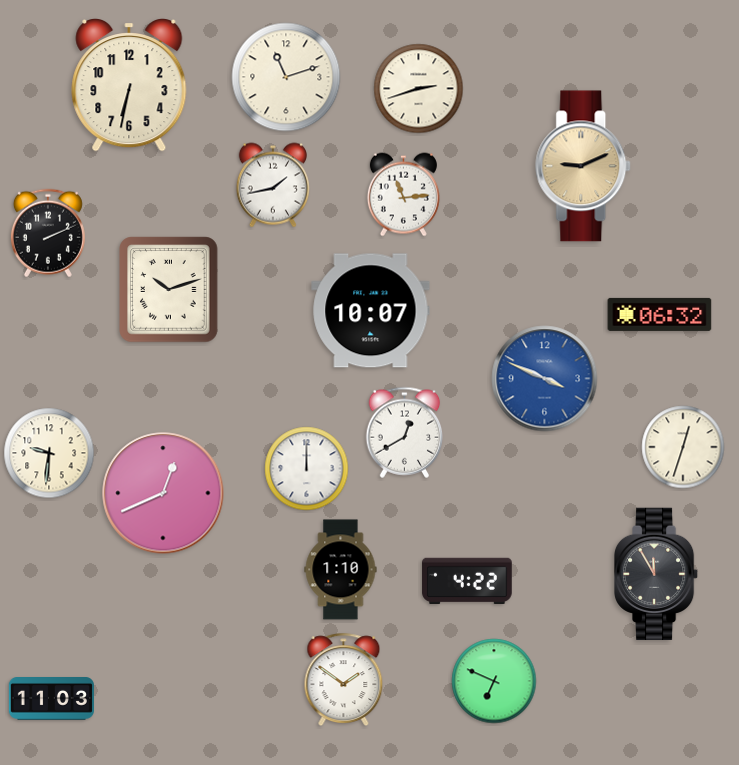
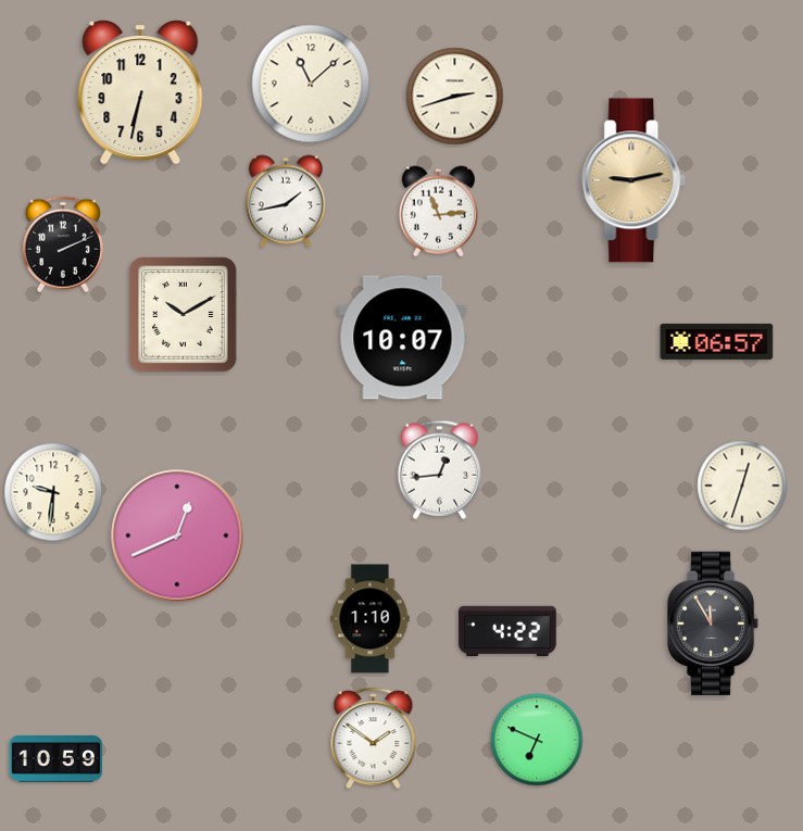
clock at (286, 77): 11:12 -> 11:08
clock at (584, 166): 9:11 -> 9:13
clock at (273, 185) position: (273, 185) -> (286, 201)
clock at (48, 233) position: (48, 233) -> (63, 244)
clock at (169, 290): 10:12 -> 10:10
clock at (660, 314): 06:32 -> 06:57
clock at (545, 379): 3:49 -> none
clock at (405, 432): 12:40 -> 12:44
clock at (307, 469): 12:00 -> none
clock at (51, 699): 11:03 -> 10:59
